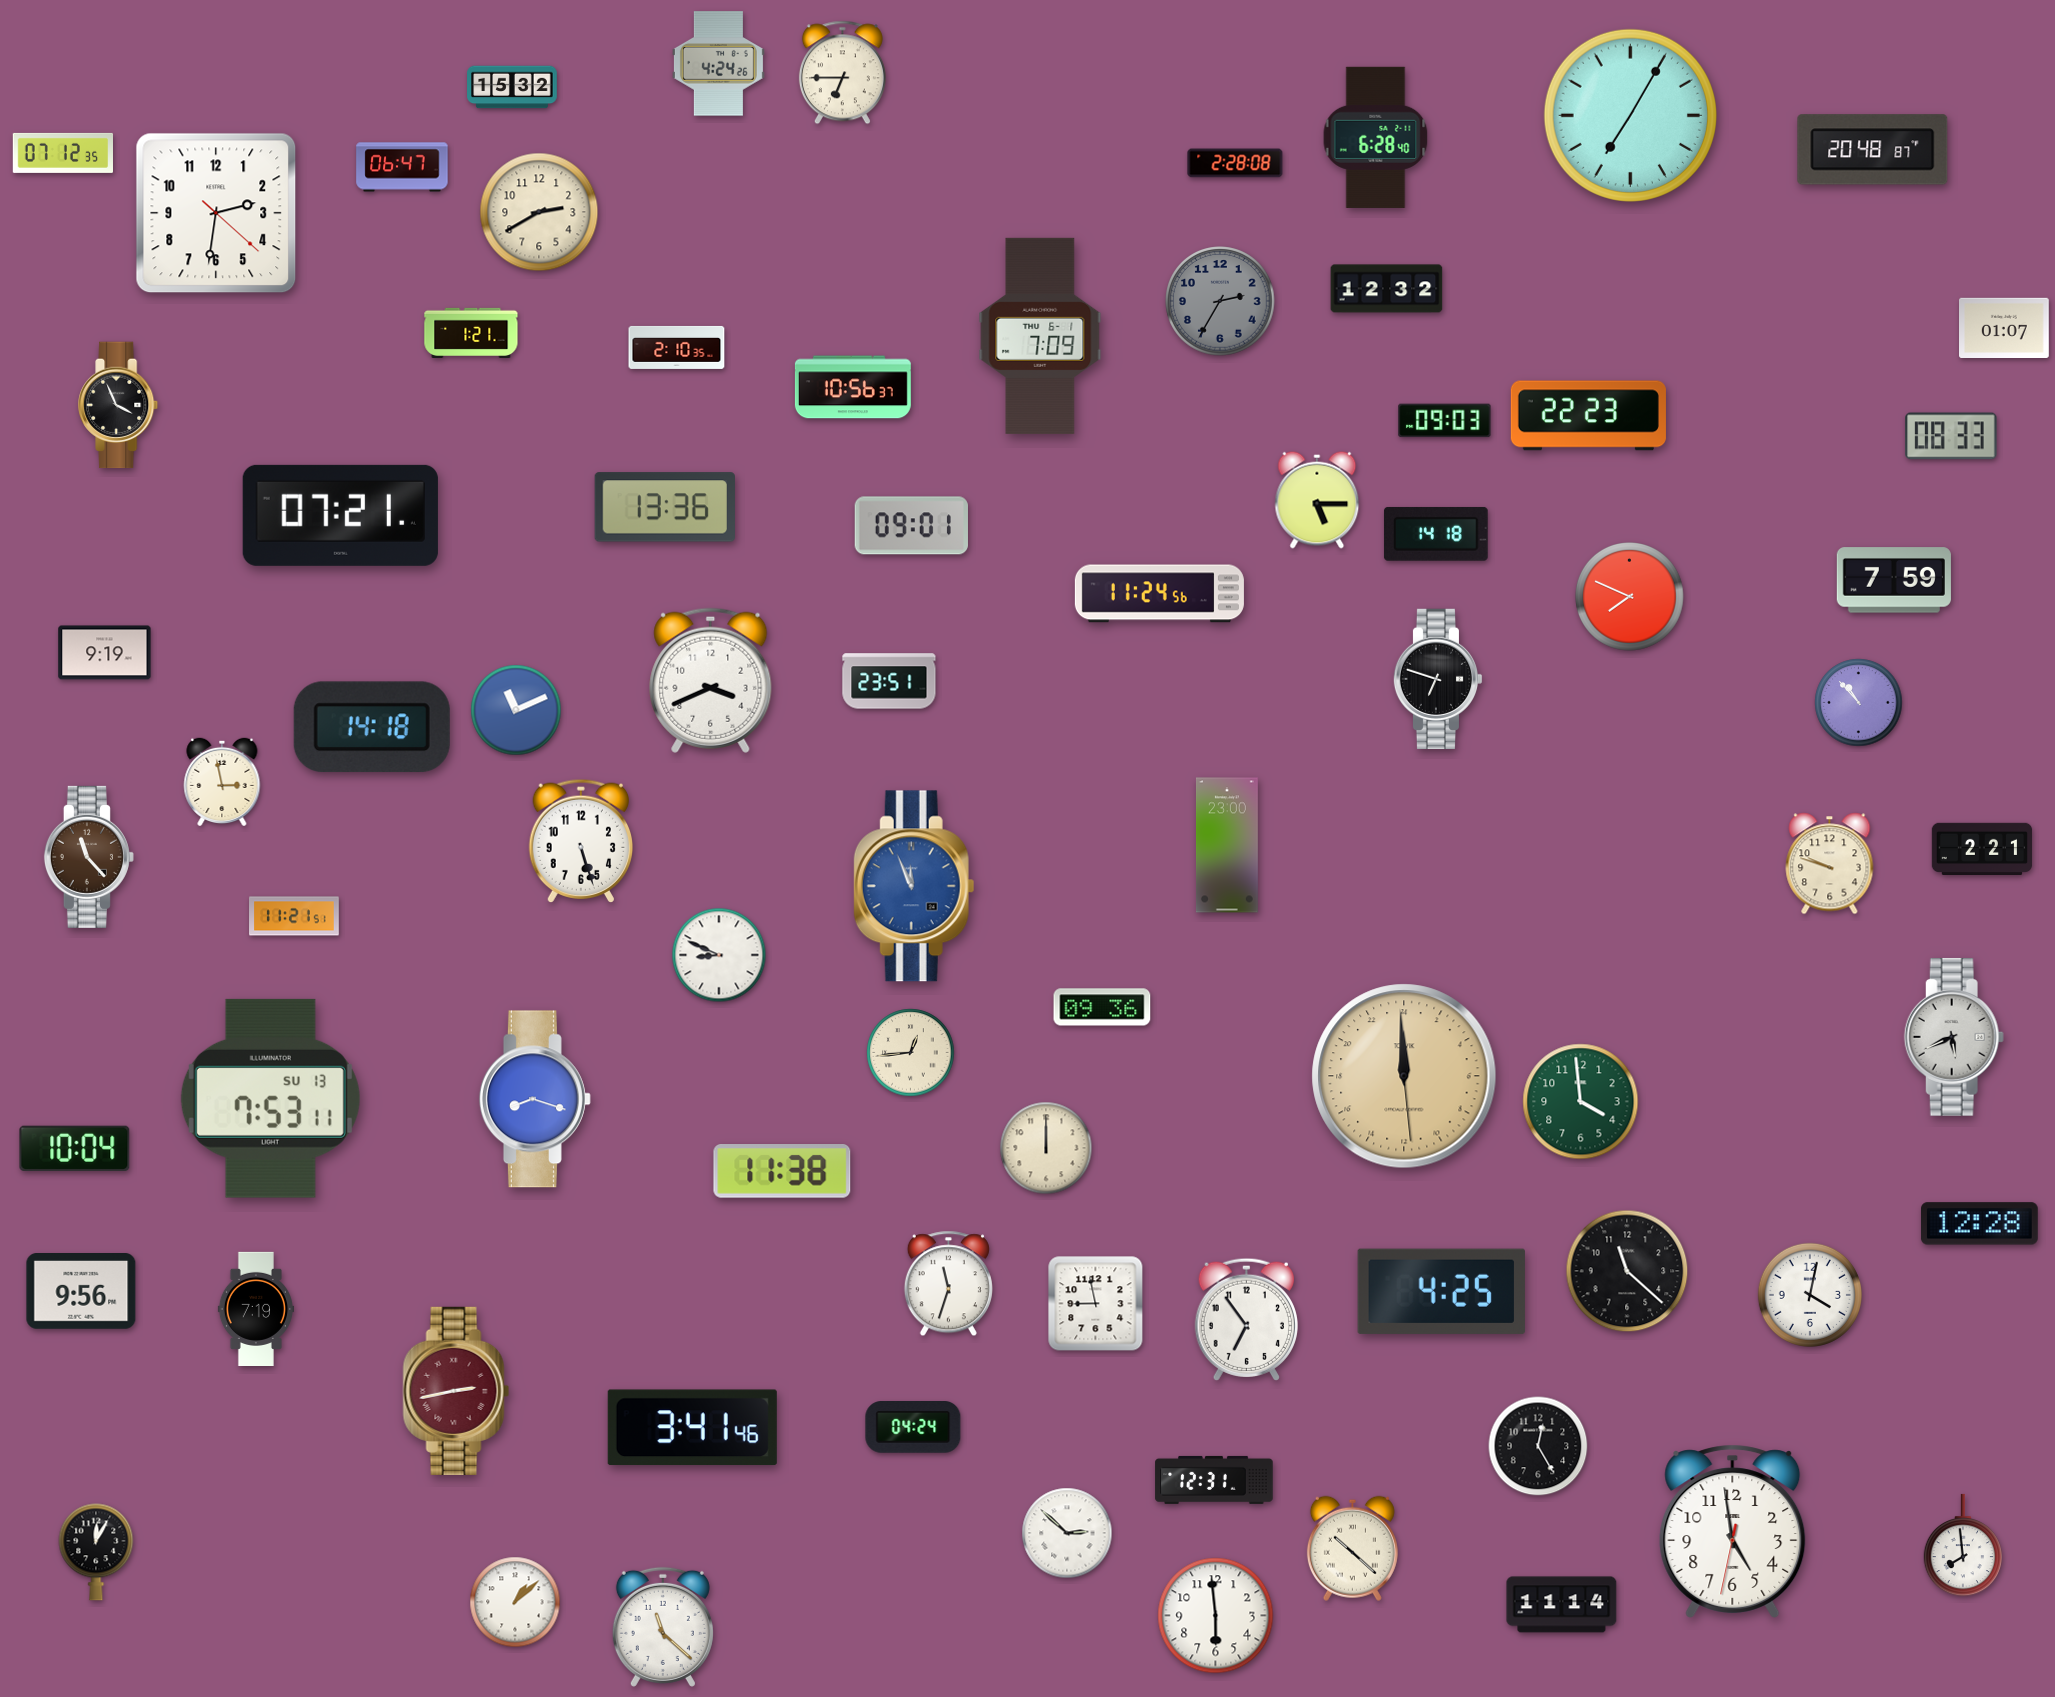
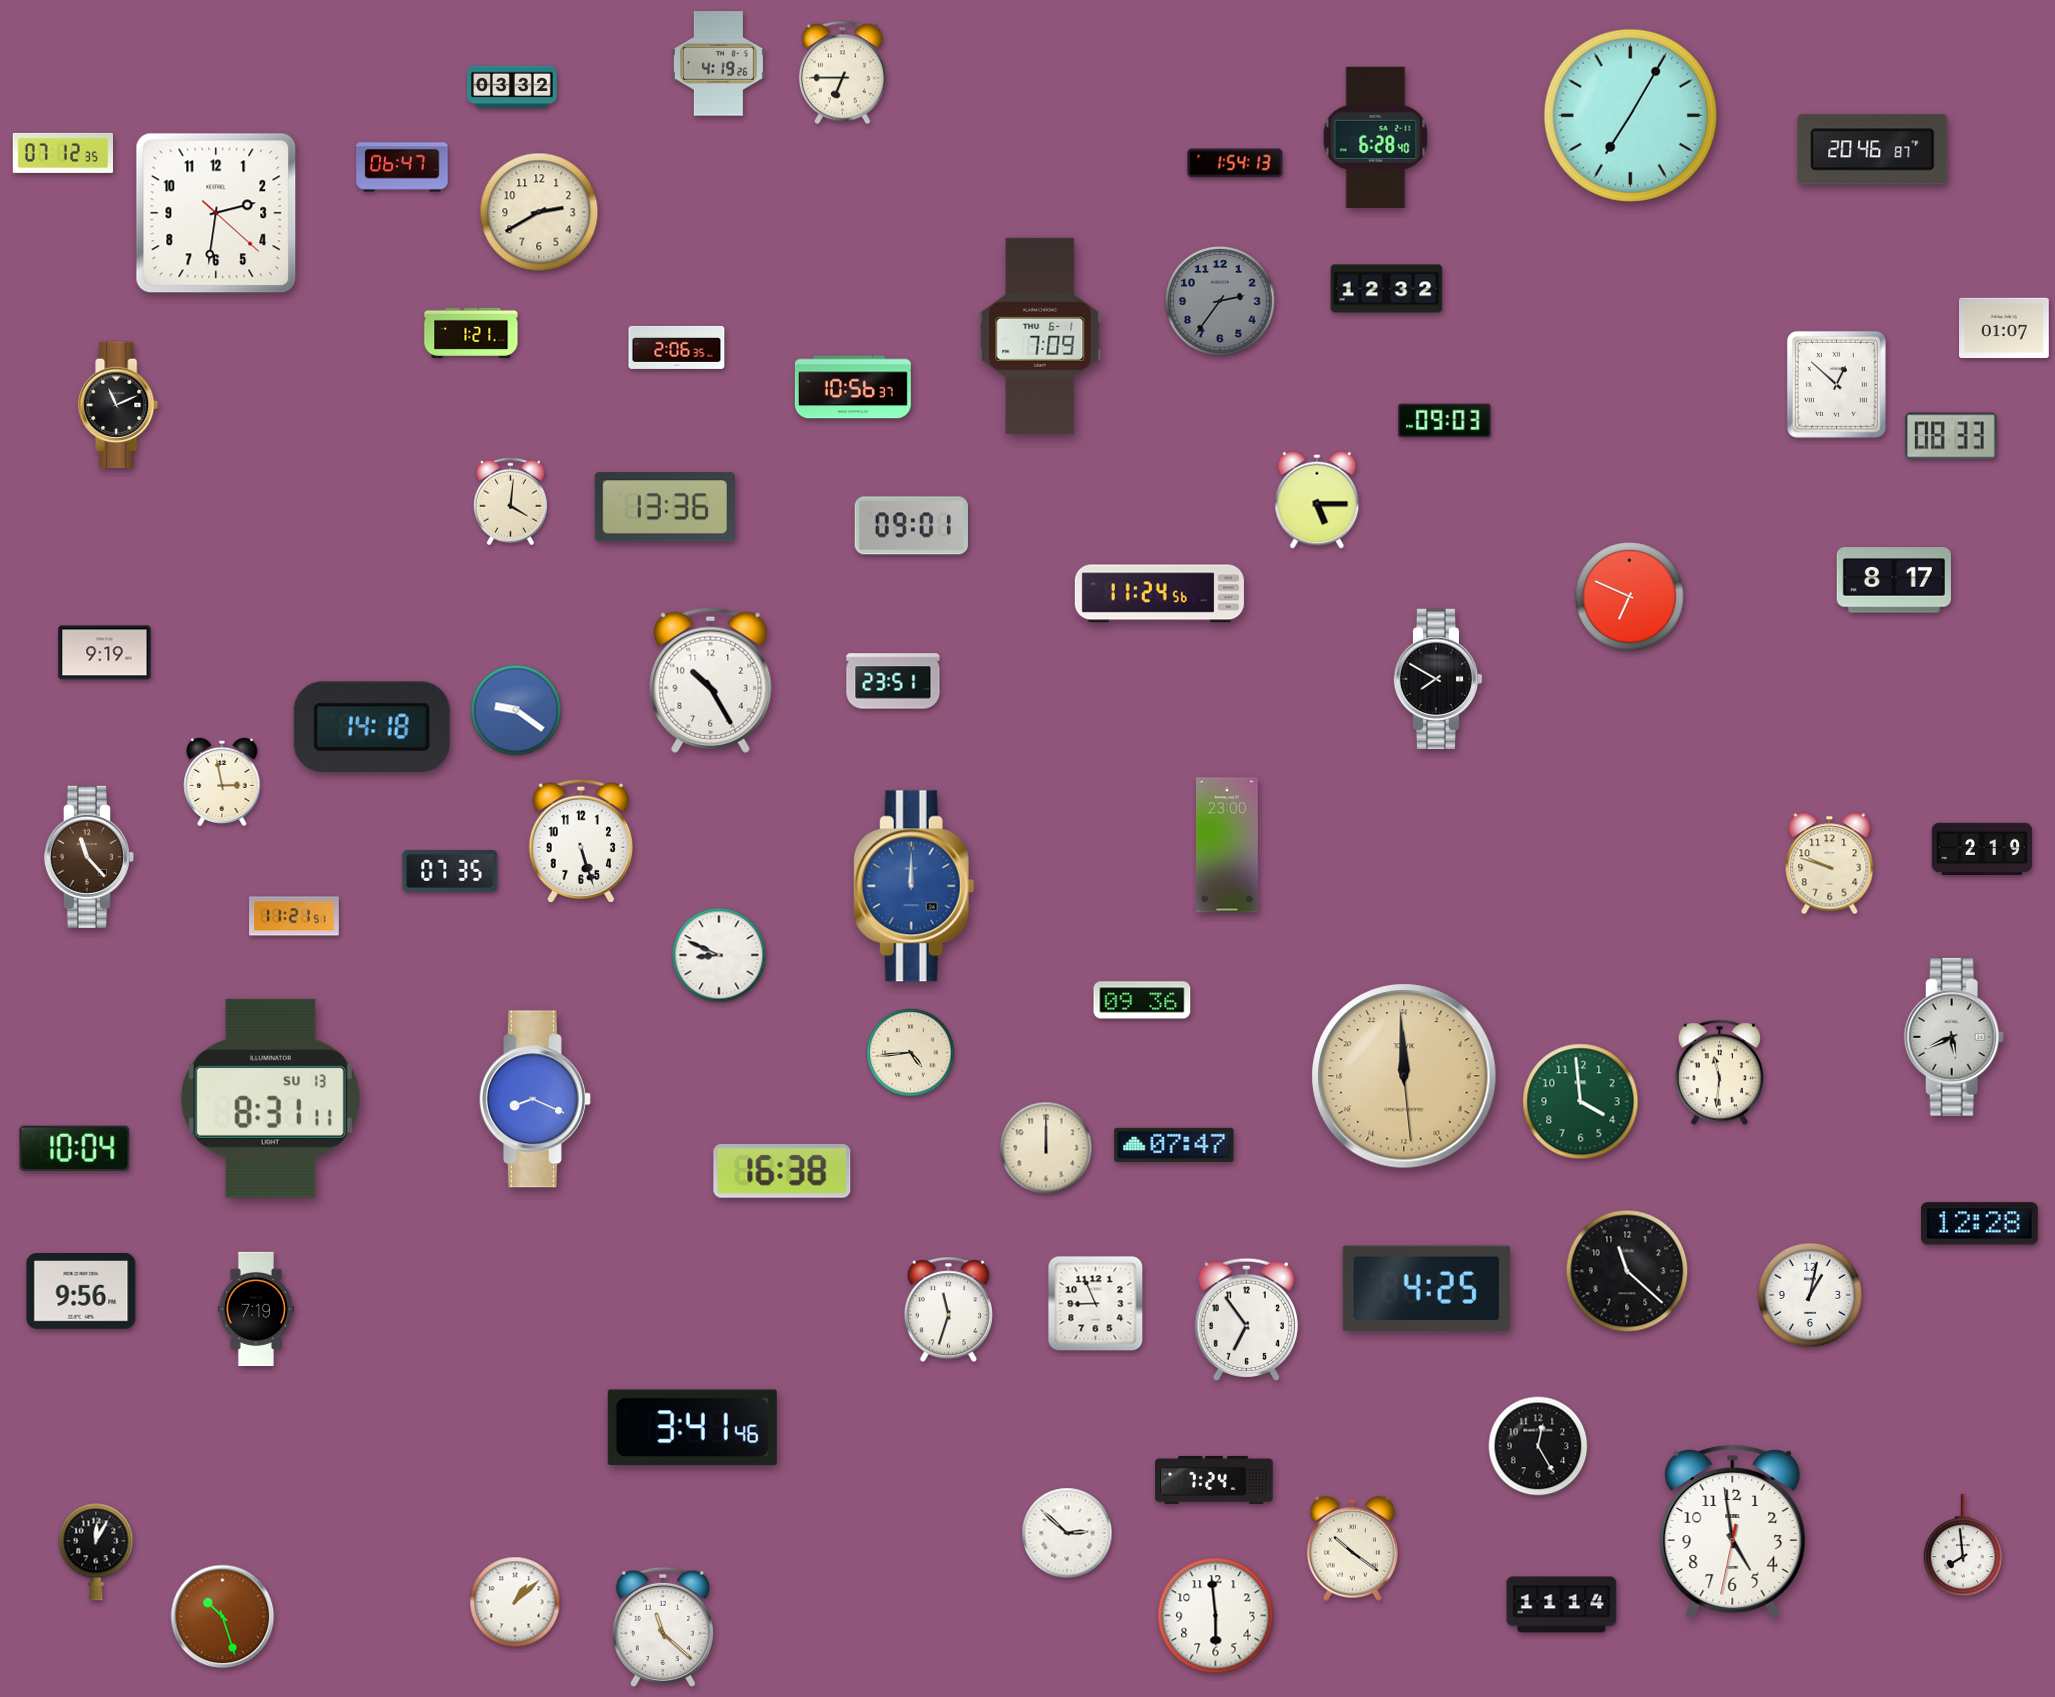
clock at (718, 64): 4:24 -> 4:19
clock at (512, 87): 15:32 -> 03:32
clock at (1873, 150): 20:48 -> 20:46
clock at (1235, 163): 2:28 -> 1:54
clock at (1220, 301): 2:35 -> 2:36
clock at (677, 347): 2:10 -> 2:06
clock at (1836, 384): none -> 12:52
clock at (119, 405): 3:56 -> 11:11
clock at (1588, 416): 22:23 -> none
clock at (510, 502): none -> 4:01
clock at (340, 515): 07:21 -> none
clock at (1436, 534): 14:18 -> none
clock at (1894, 580): 7:59 -> 8:17
clock at (1630, 597): 7:49 -> 6:49
clock at (1438, 679): 6:48 -> 7:50
clock at (711, 680): 3:41 -> 10:25
clock at (889, 681) position: (889, 681) -> (893, 681)
clock at (1859, 703): 10:53 -> none
clock at (516, 710): 11:11 -> 9:21
clock at (1982, 848): 2:21 -> 2:19
clock at (450, 872): none -> 07:35
clock at (914, 886): 11:56 -> 12:00
clock at (1102, 1007) position: (1102, 1007) -> (1142, 1000)
clock at (911, 1053): 12:44 -> 4:44
clock at (1719, 1073): none -> 11:31
clock at (270, 1098): 7:53 -> 8:31
clock at (535, 1099): 8:18 -> 8:19
clock at (1174, 1145): none -> 07:47
clock at (782, 1171): 11:38 -> 16:38
clock at (948, 1284) position: (948, 1284) -> (948, 1310)
clock at (1441, 1291) position: (1441, 1291) -> (1426, 1288)
clock at (1810, 1295): 4:02 -> 1:02
clock at (1096, 1304): 8:58 -> 8:56
clock at (456, 1391): 2:43 -> none
clock at (913, 1428): 04:24 -> none
clock at (1214, 1480): 12:31 -> 7:24
clock at (1352, 1548): 10:22 -> 10:21
clock at (223, 1617): none -> 10:27
